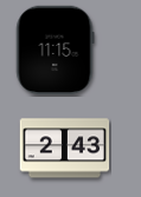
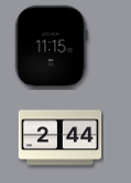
clock at (65, 149): 2:43 -> 2:44
